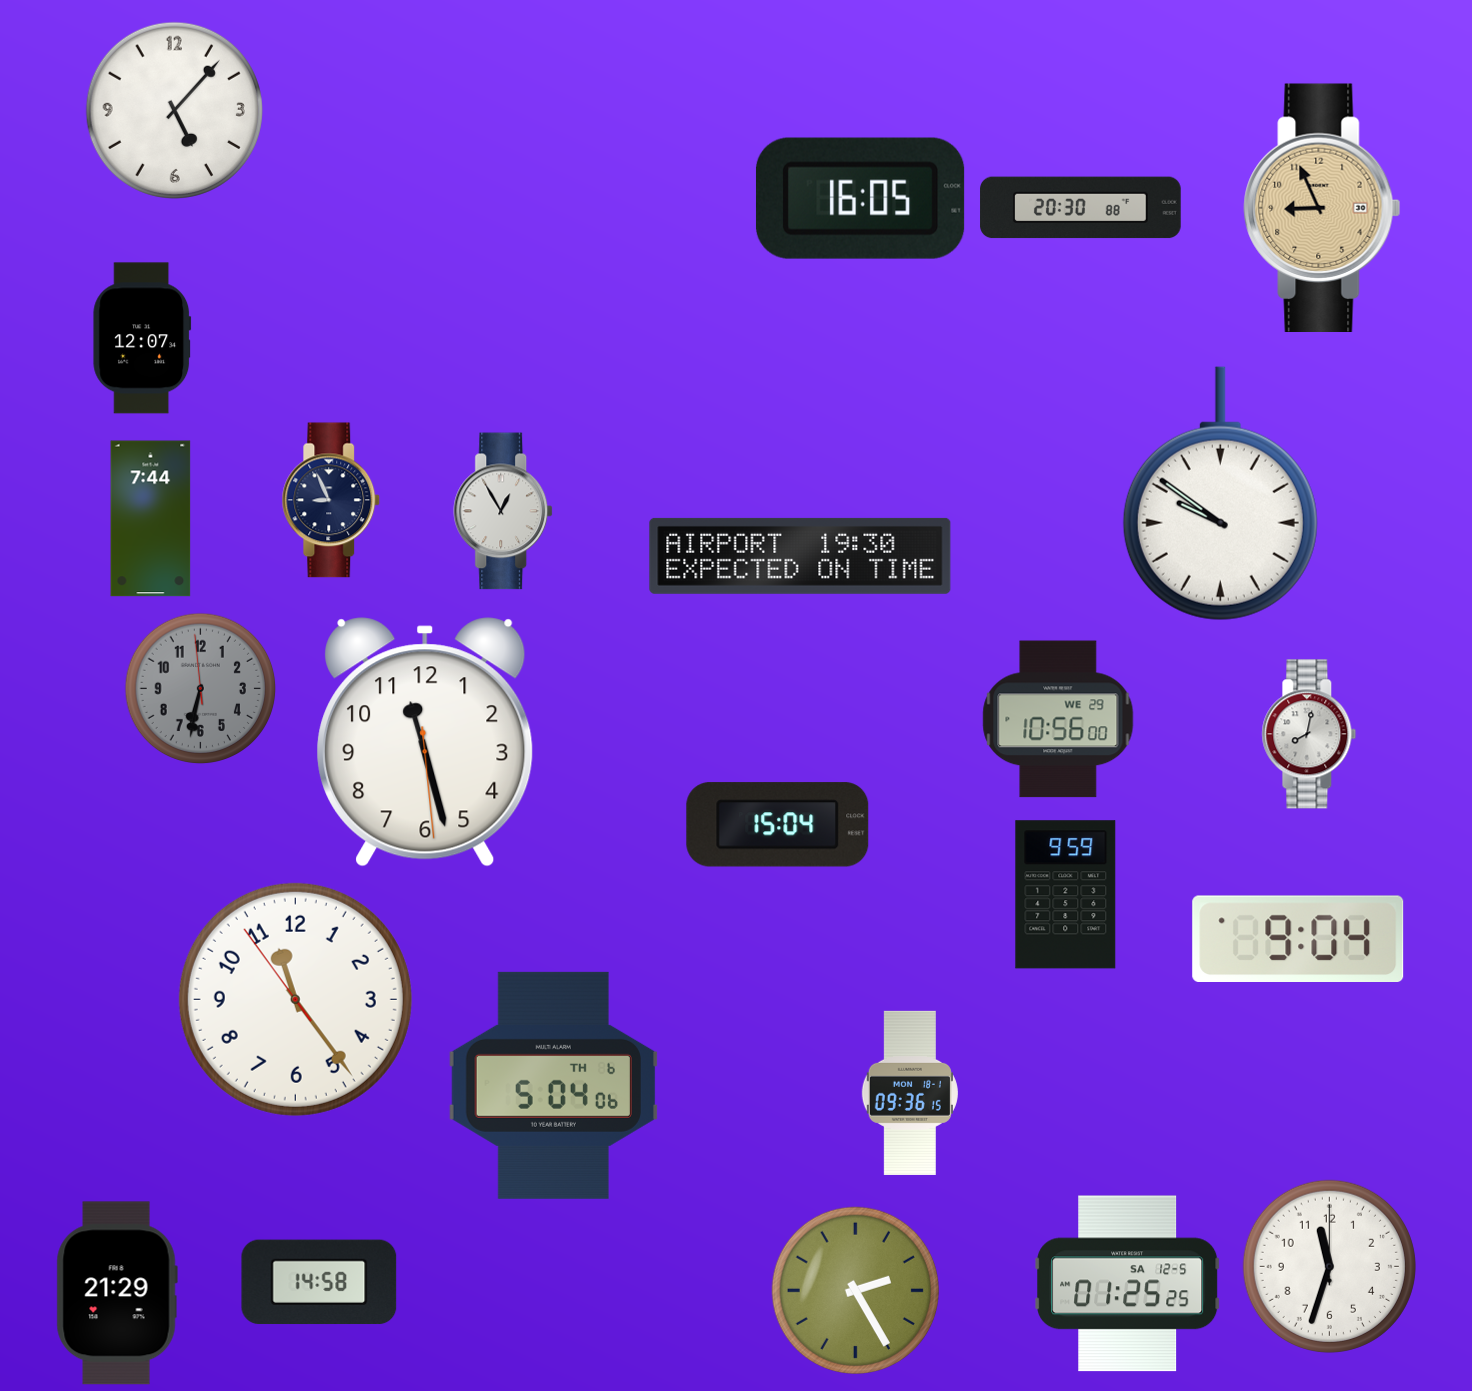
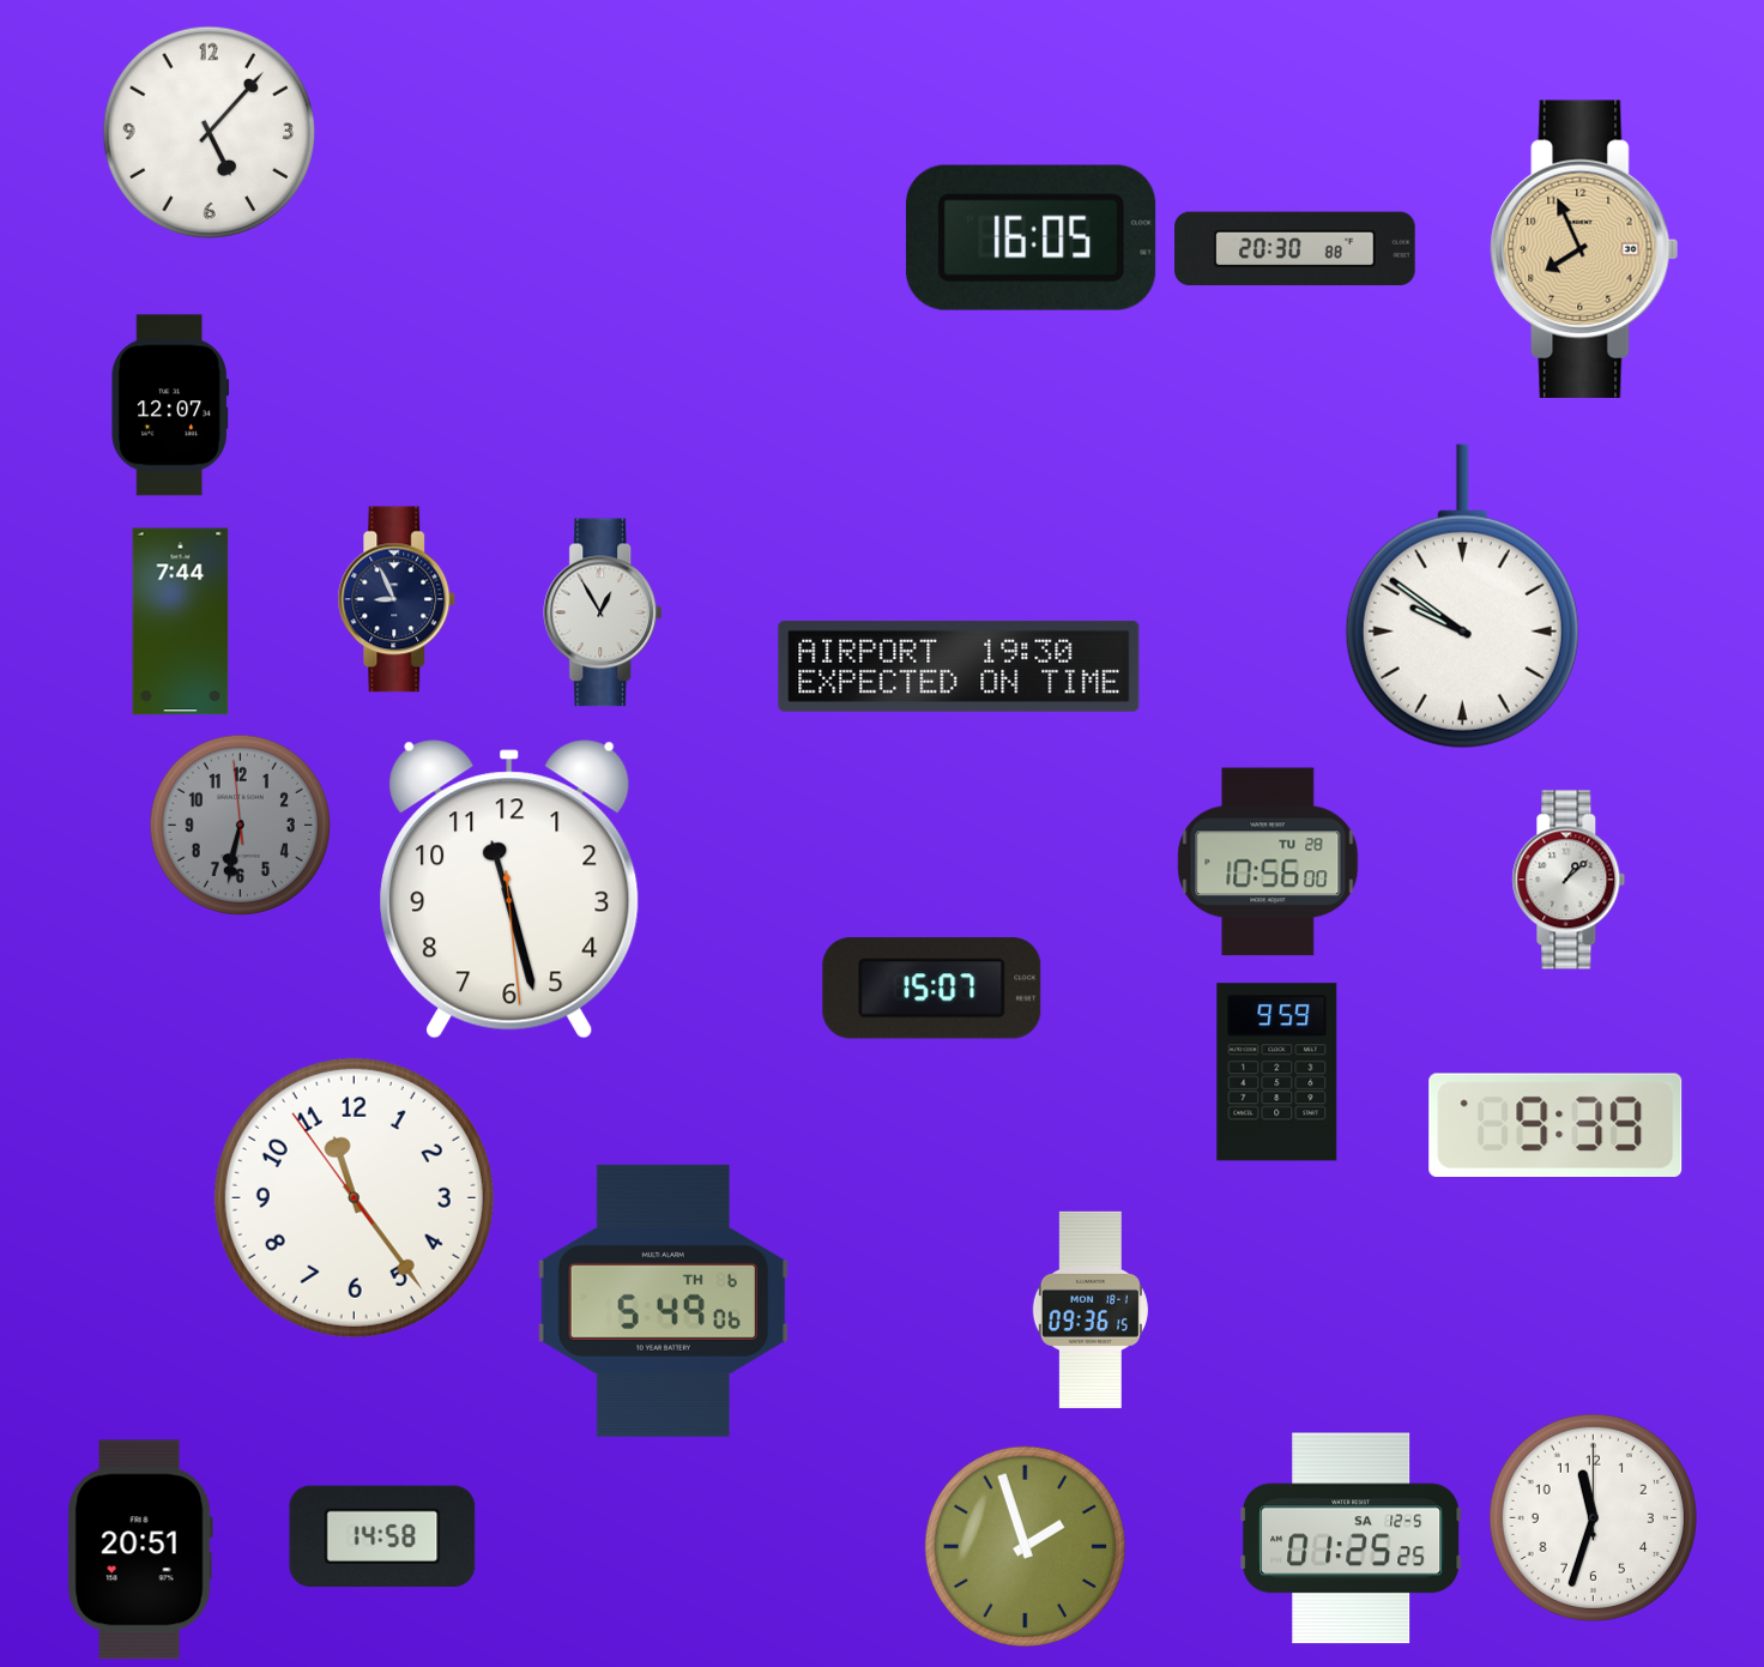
clock at (1322, 207): 8:56 -> 7:56
clock at (1220, 494) position: (1220, 494) -> (1462, 597)
clock at (1058, 719) date: WE 29 -> TU 28
clock at (1309, 734): 8:02 -> 1:08
clock at (778, 825): 15:04 -> 15:07
clock at (1298, 938): 9:04 -> 9:39
clock at (553, 1085): 5:04 -> 5:49
clock at (855, 1290): 2:25 -> 1:57
clock at (117, 1293): 21:29 -> 20:51
